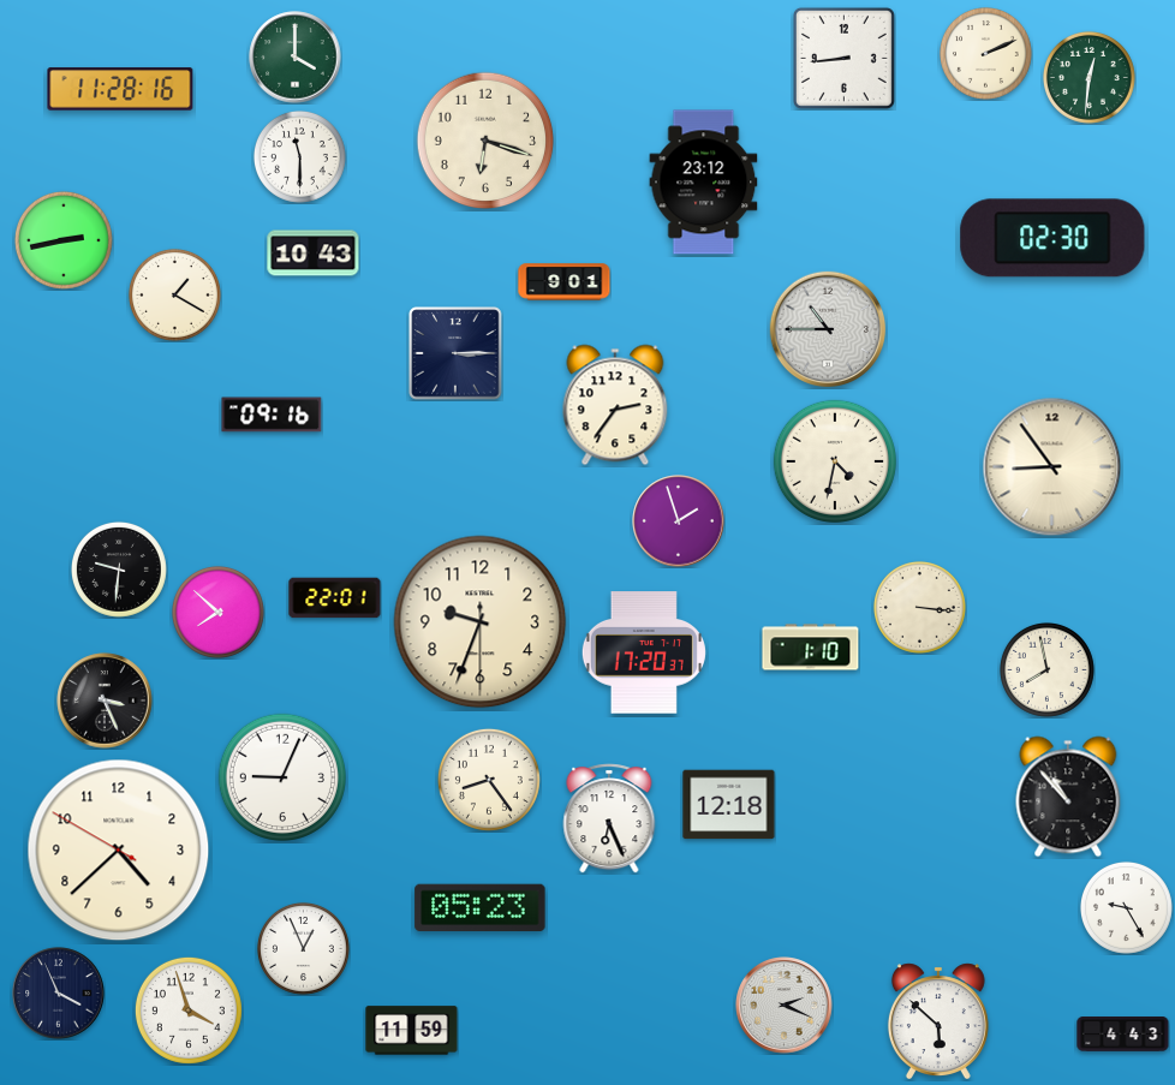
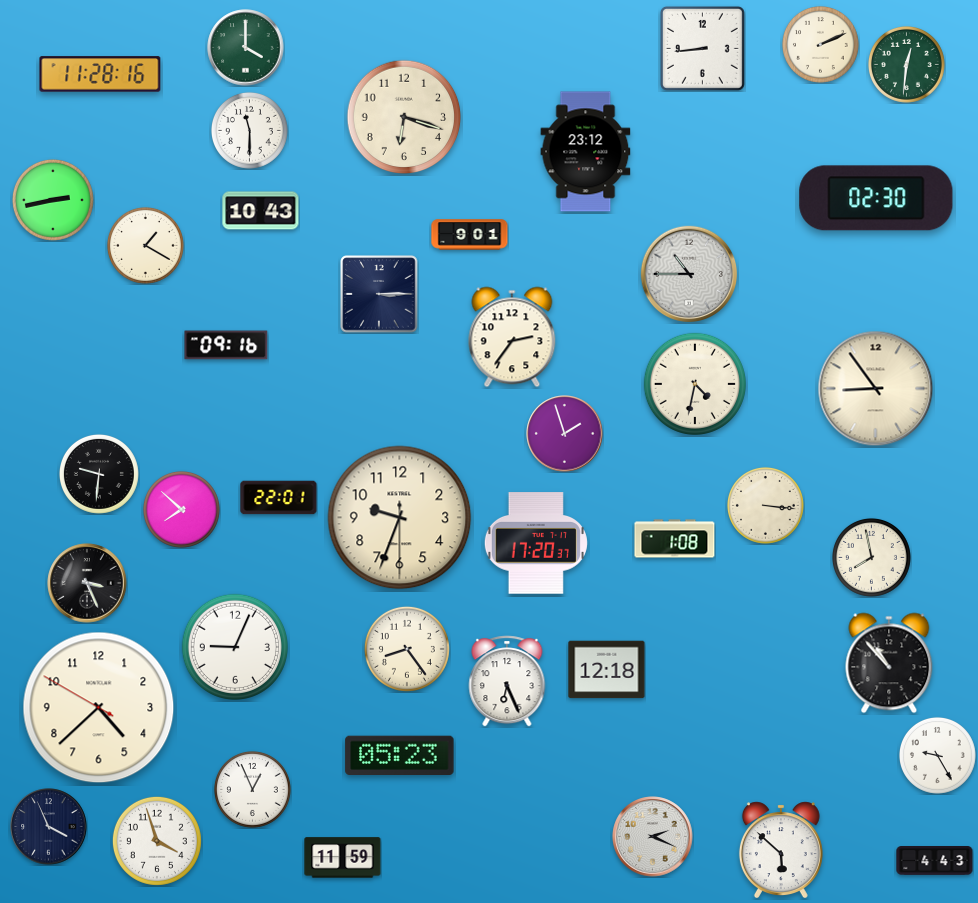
clock at (811, 648): 1:10 -> 1:08
